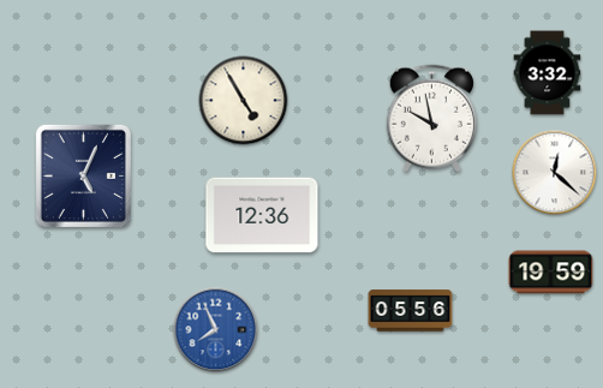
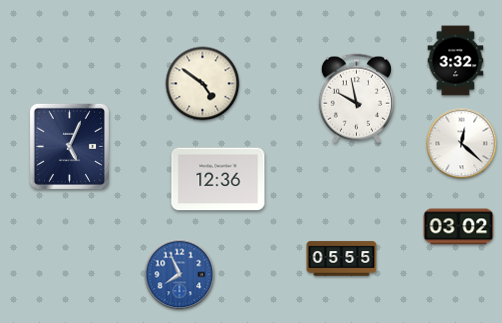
clock at (244, 101): 4:55 -> 4:51
clock at (431, 119) position: (431, 119) -> (356, 99)
clock at (551, 273): 19:59 -> 03:02
clock at (411, 311): 05:56 -> 05:55
